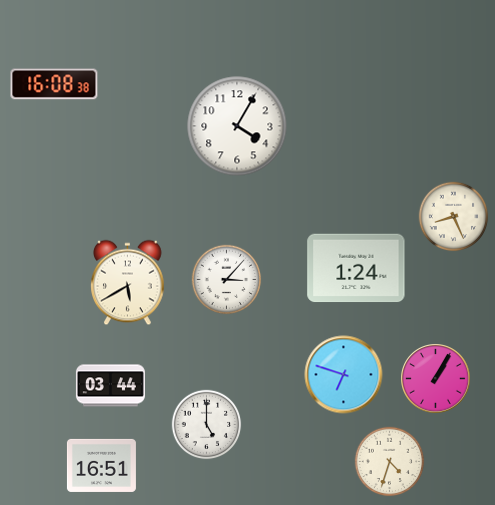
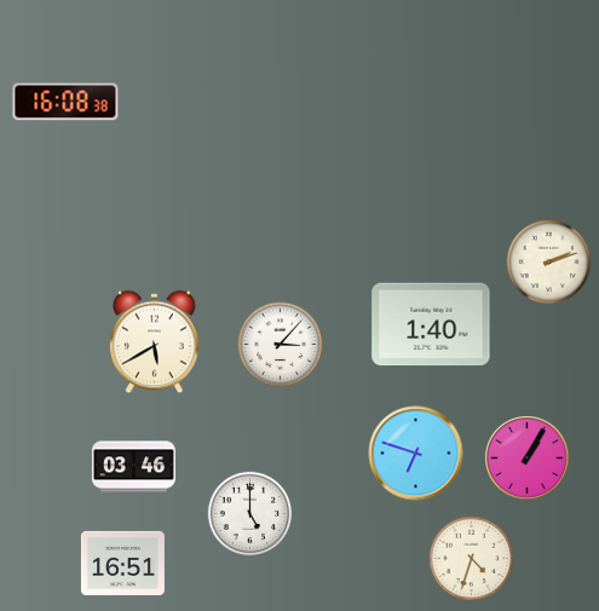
clock at (237, 126): 4:05 -> none
clock at (454, 217): 8:26 -> 2:12
clock at (356, 268): 1:24 -> 1:40
clock at (227, 280) position: (227, 280) -> (281, 345)
clock at (110, 386): 03:44 -> 03:46
